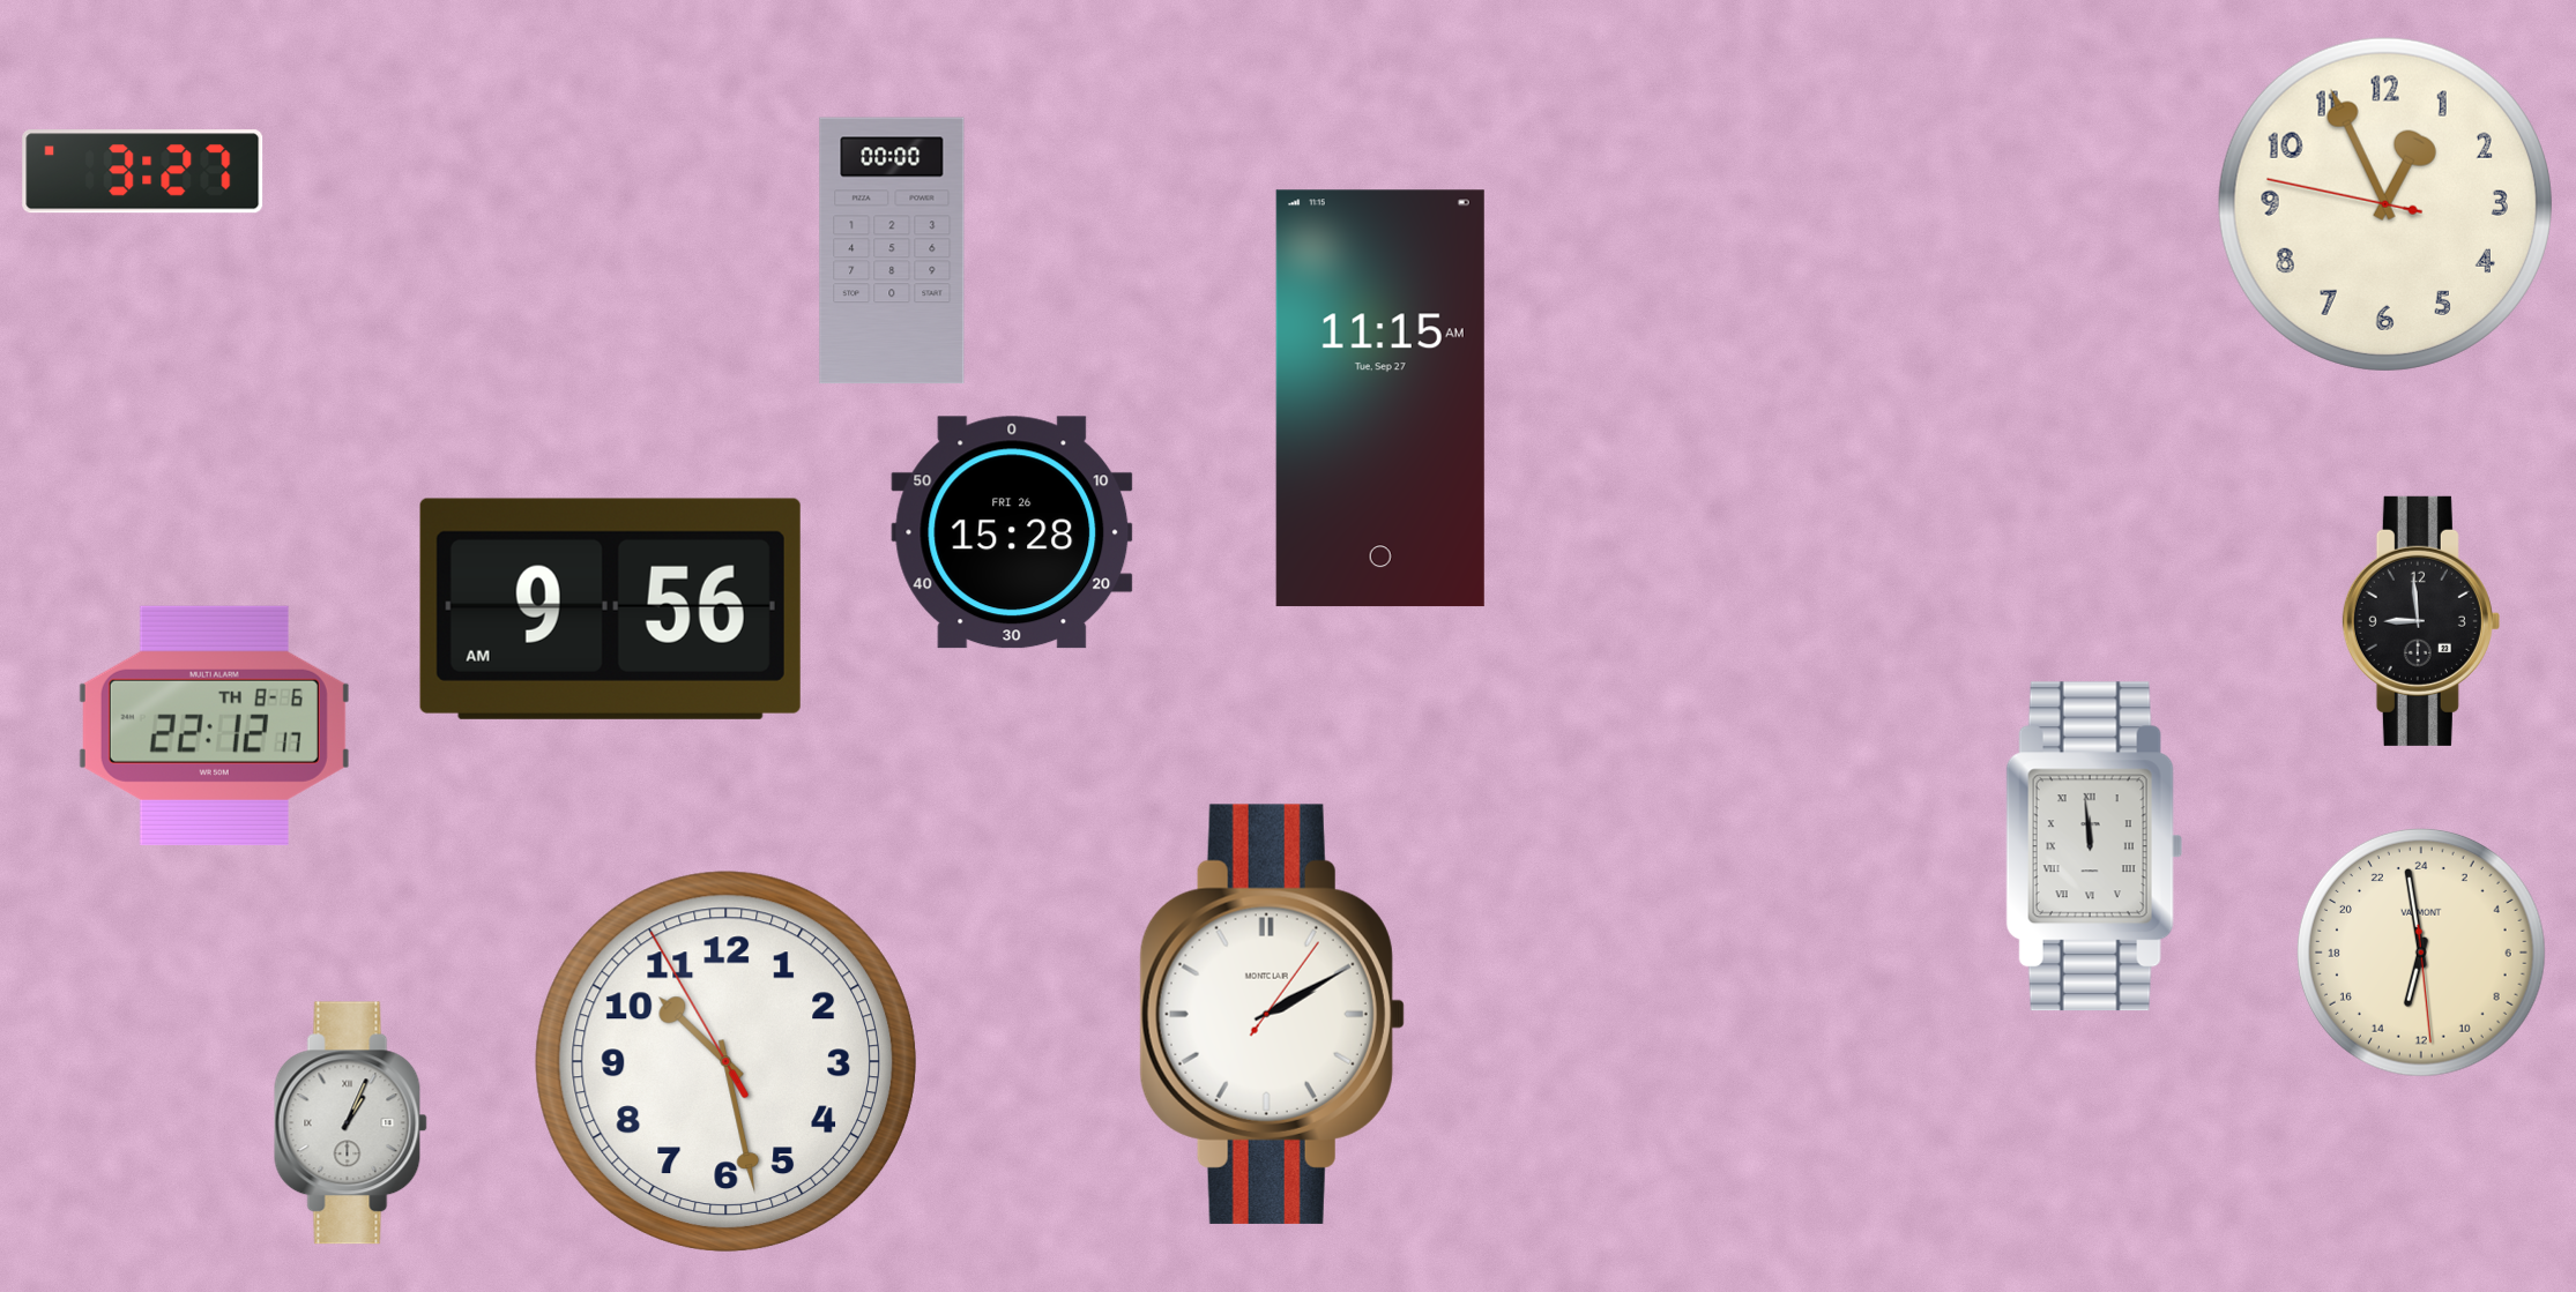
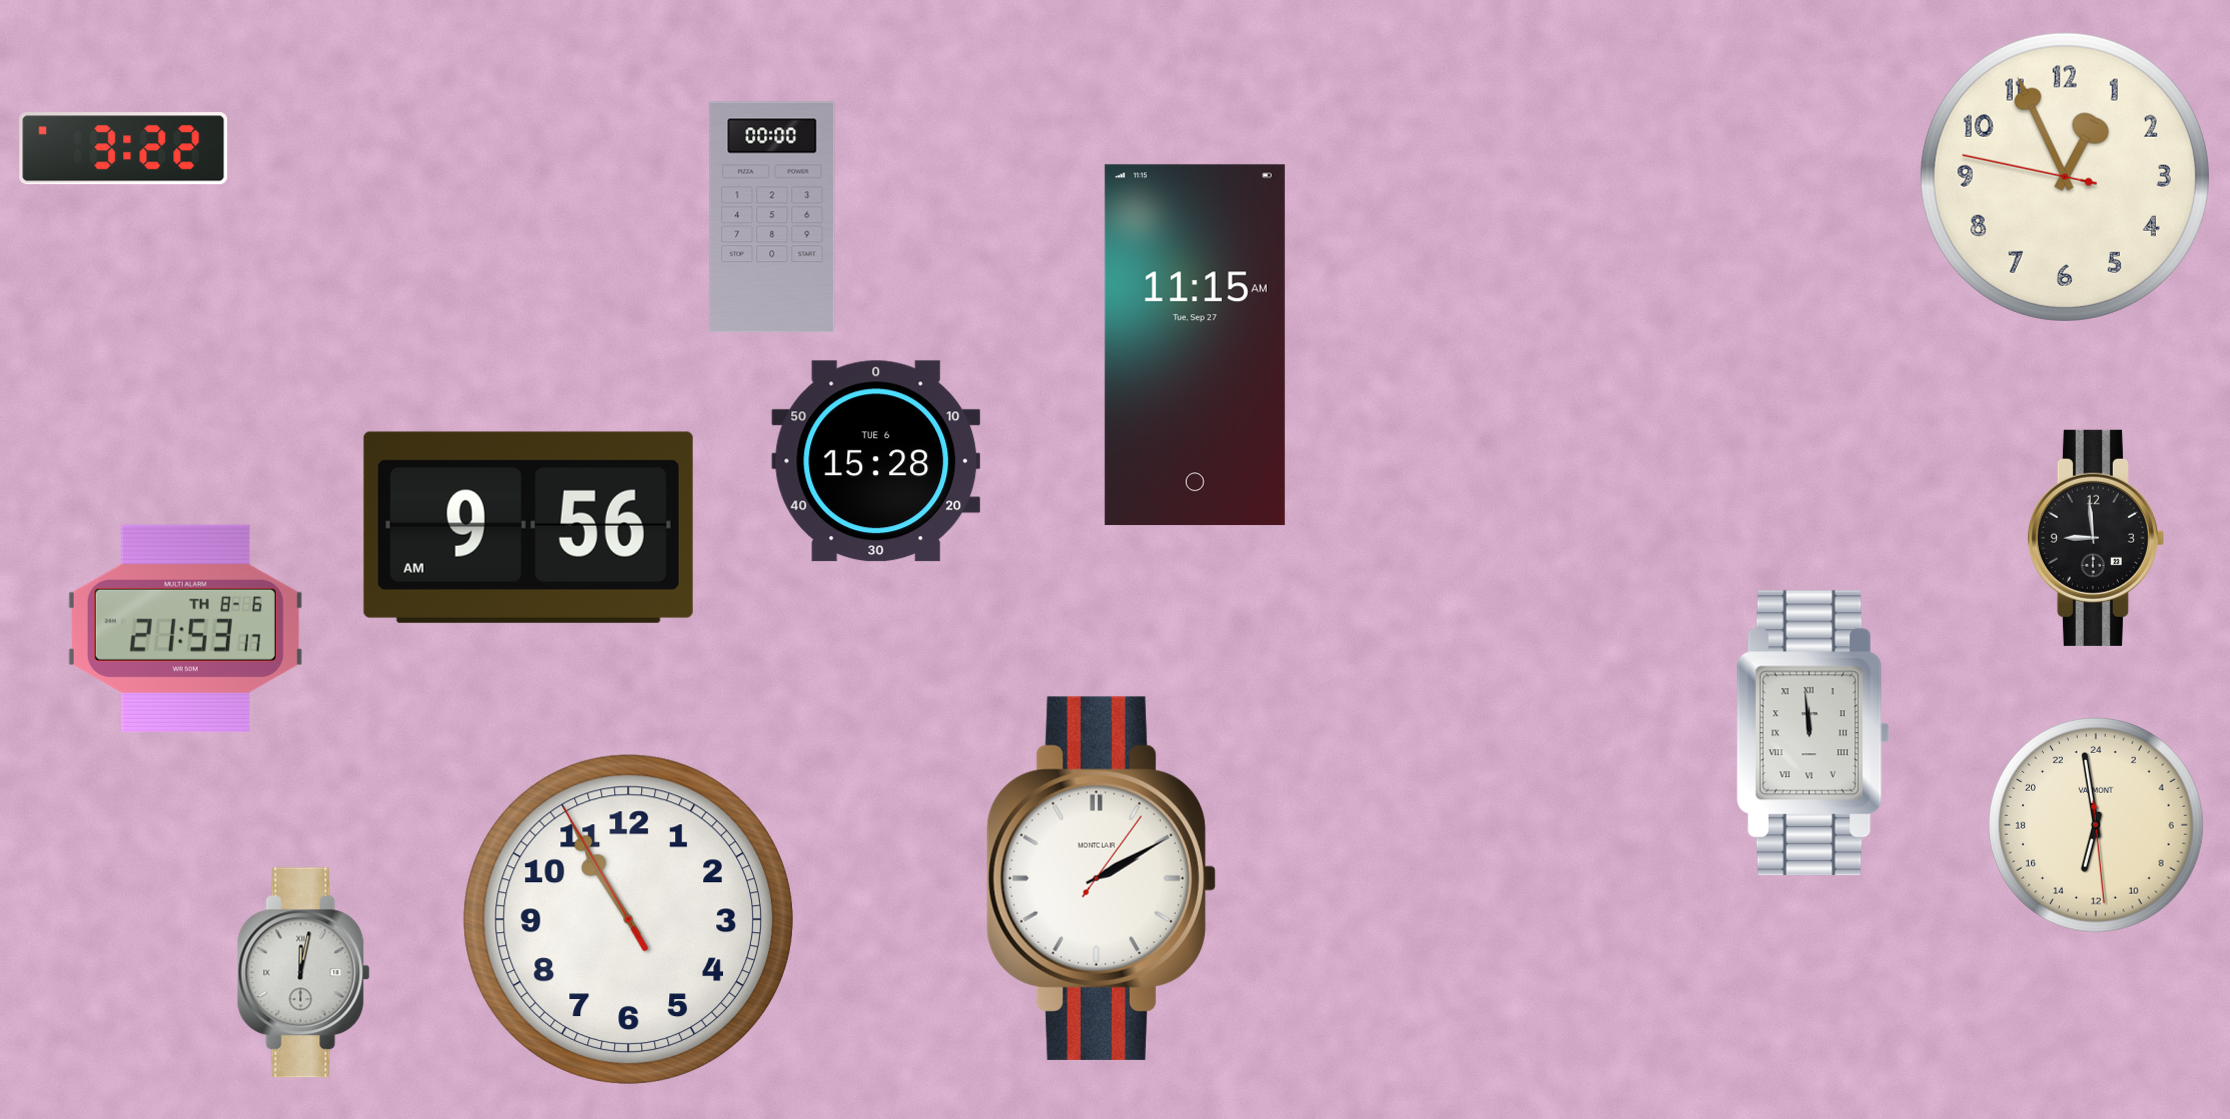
clock at (143, 172): 3:27 -> 3:22
clock at (1012, 532) date: FRI 26 -> TUE 6
clock at (214, 725): 22:12 -> 21:53
clock at (725, 1061): 10:27 -> 10:54
clock at (350, 1123): 1:04 -> 12:02
